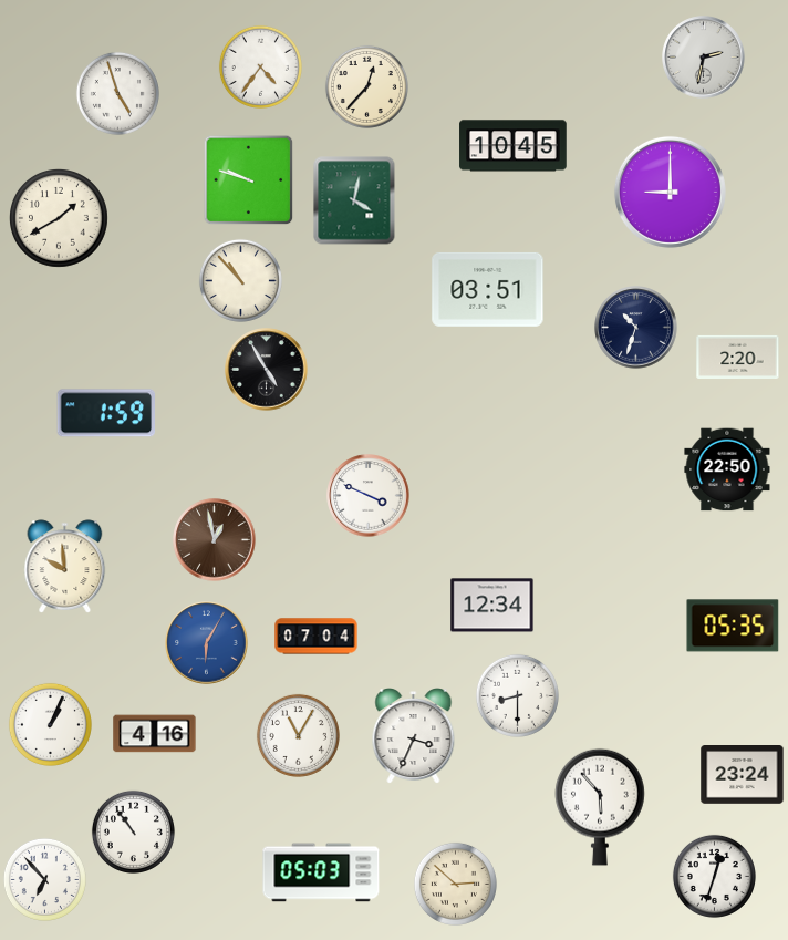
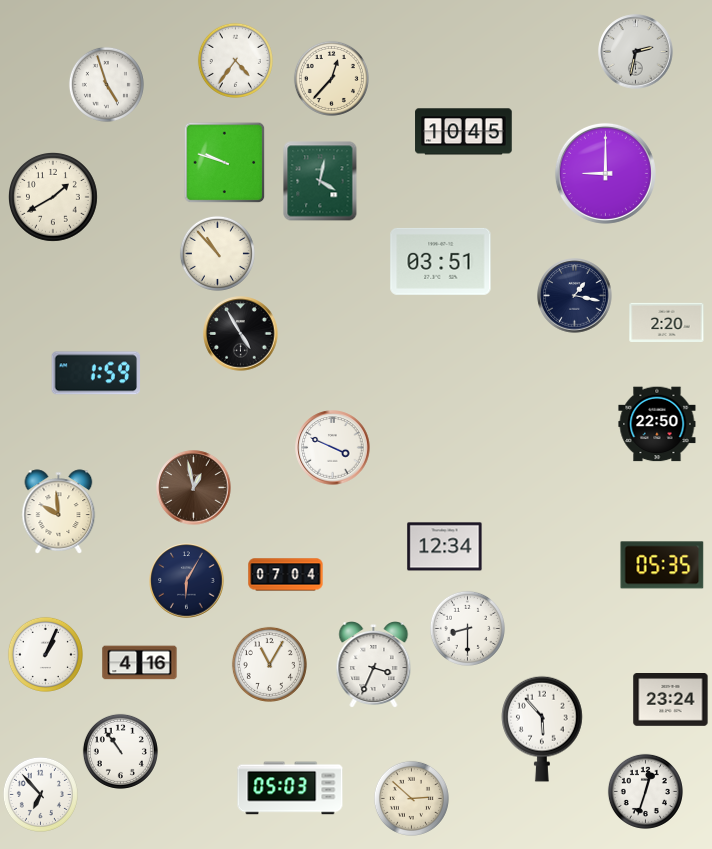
clock at (636, 328): 10:33 -> 1:17
clock at (207, 643) dial: blue -> navy
